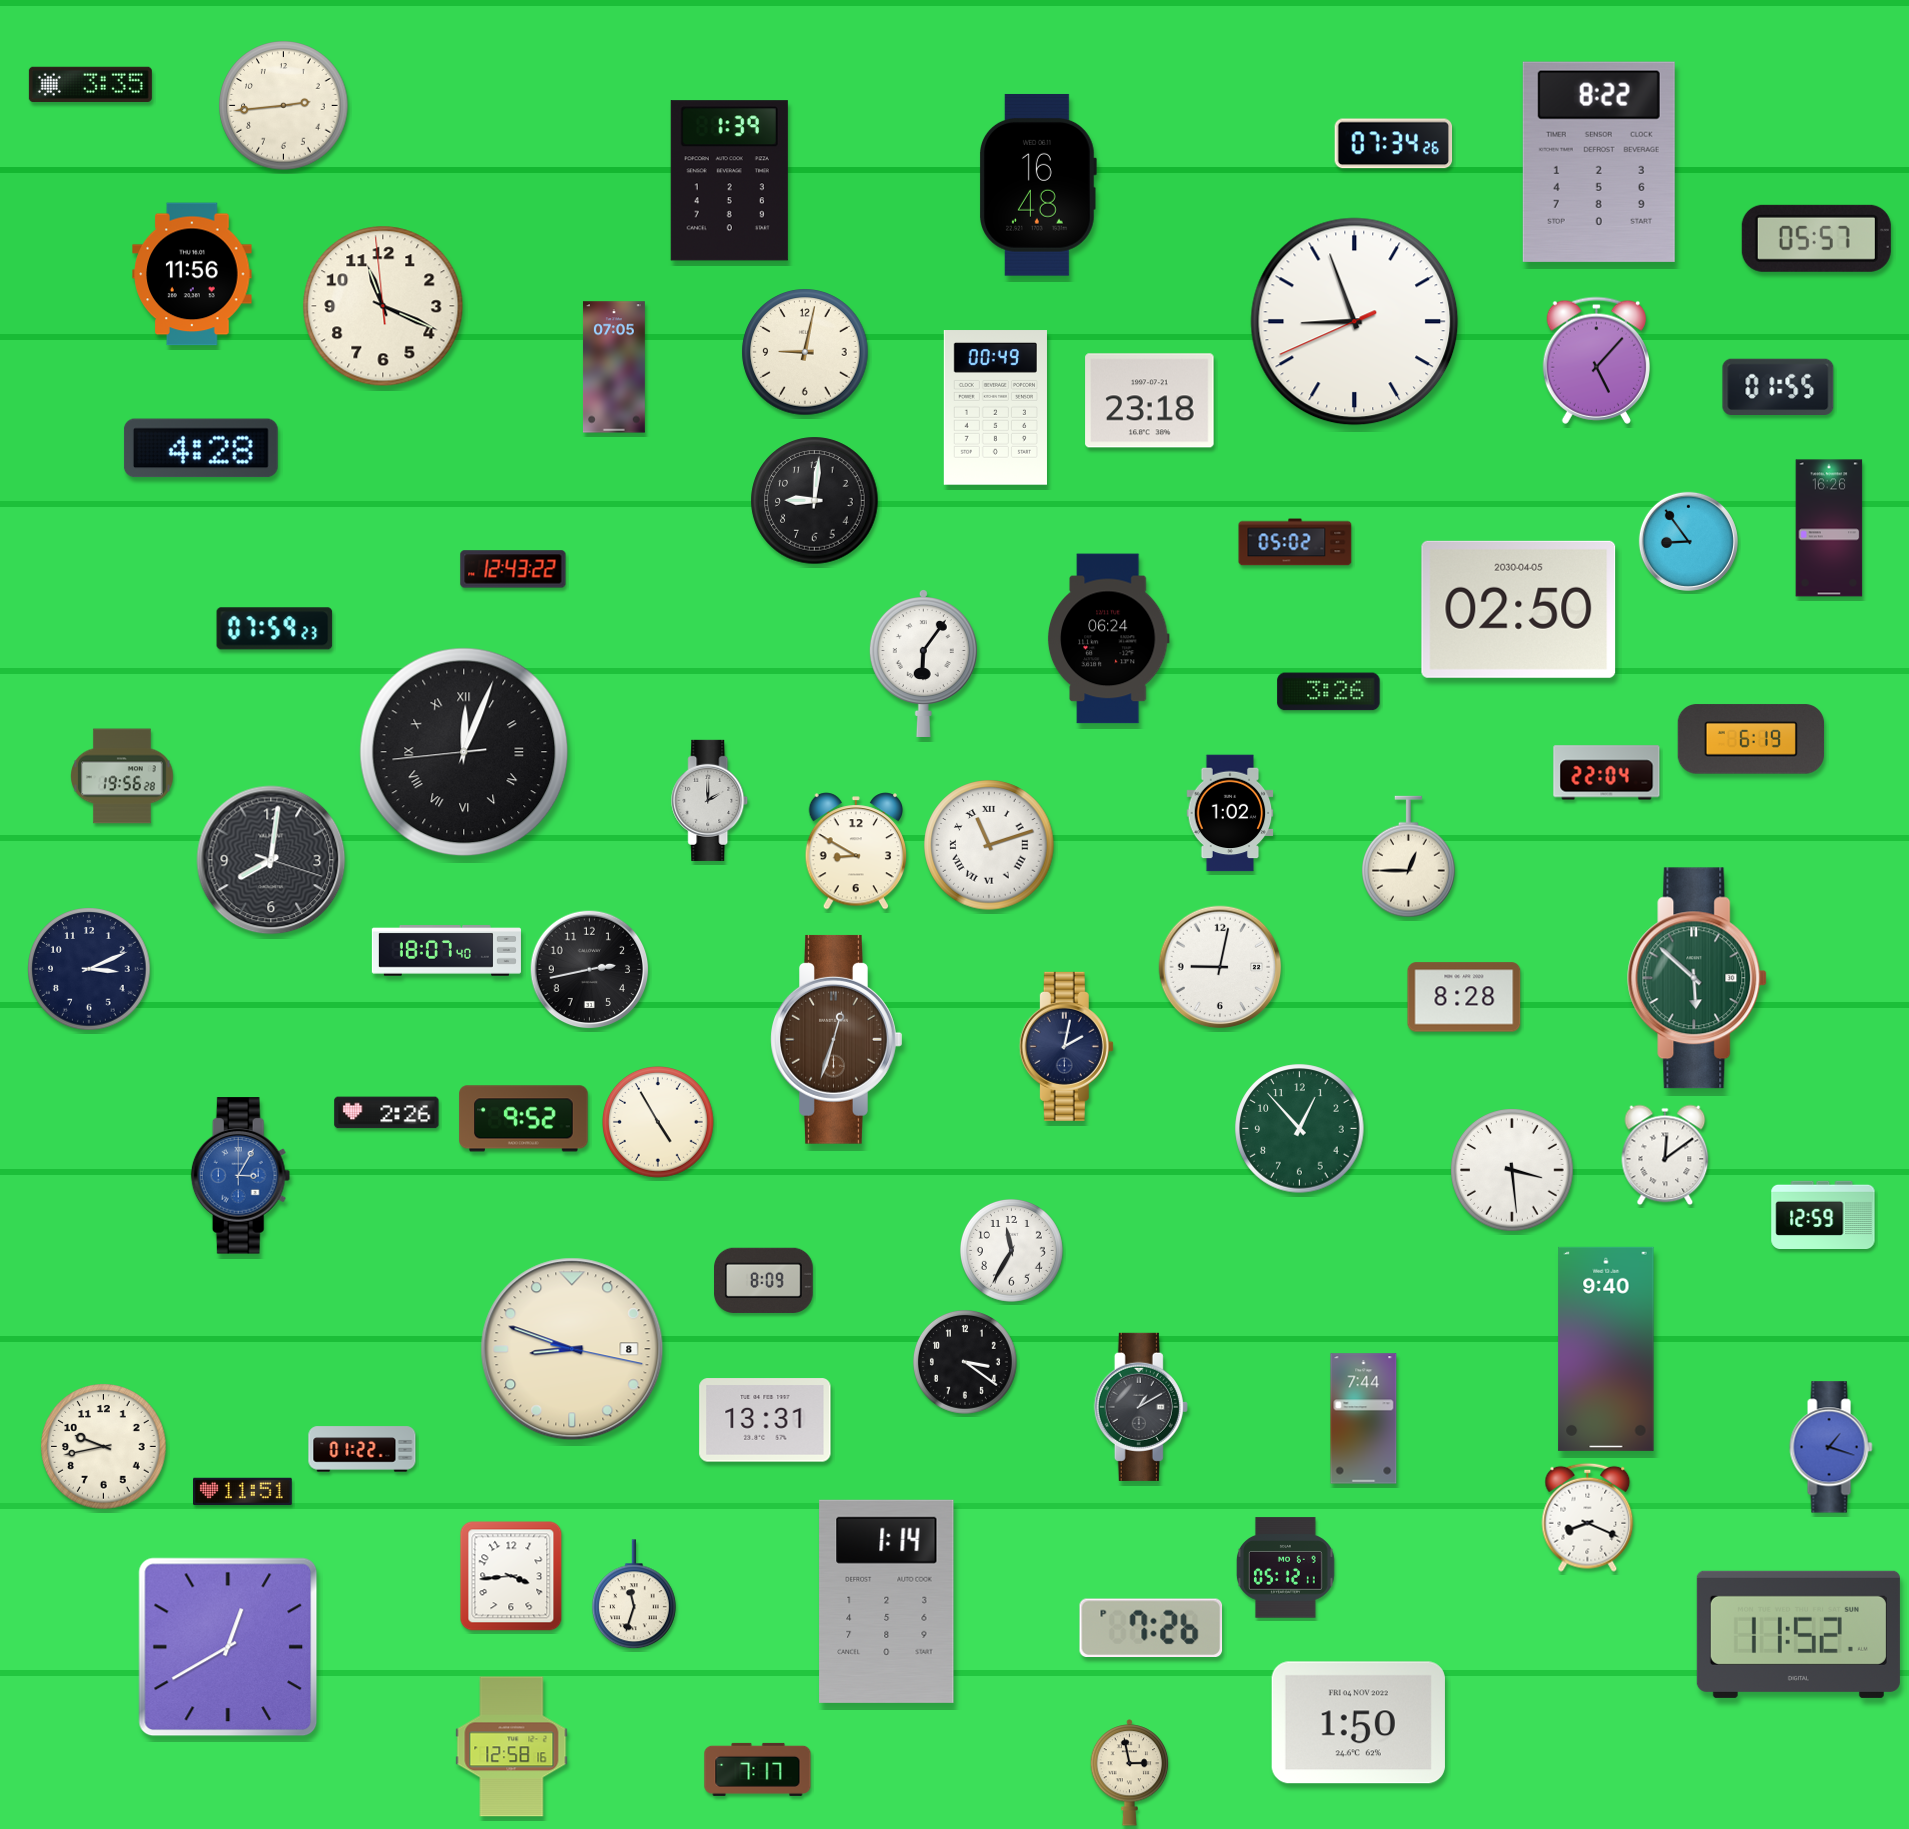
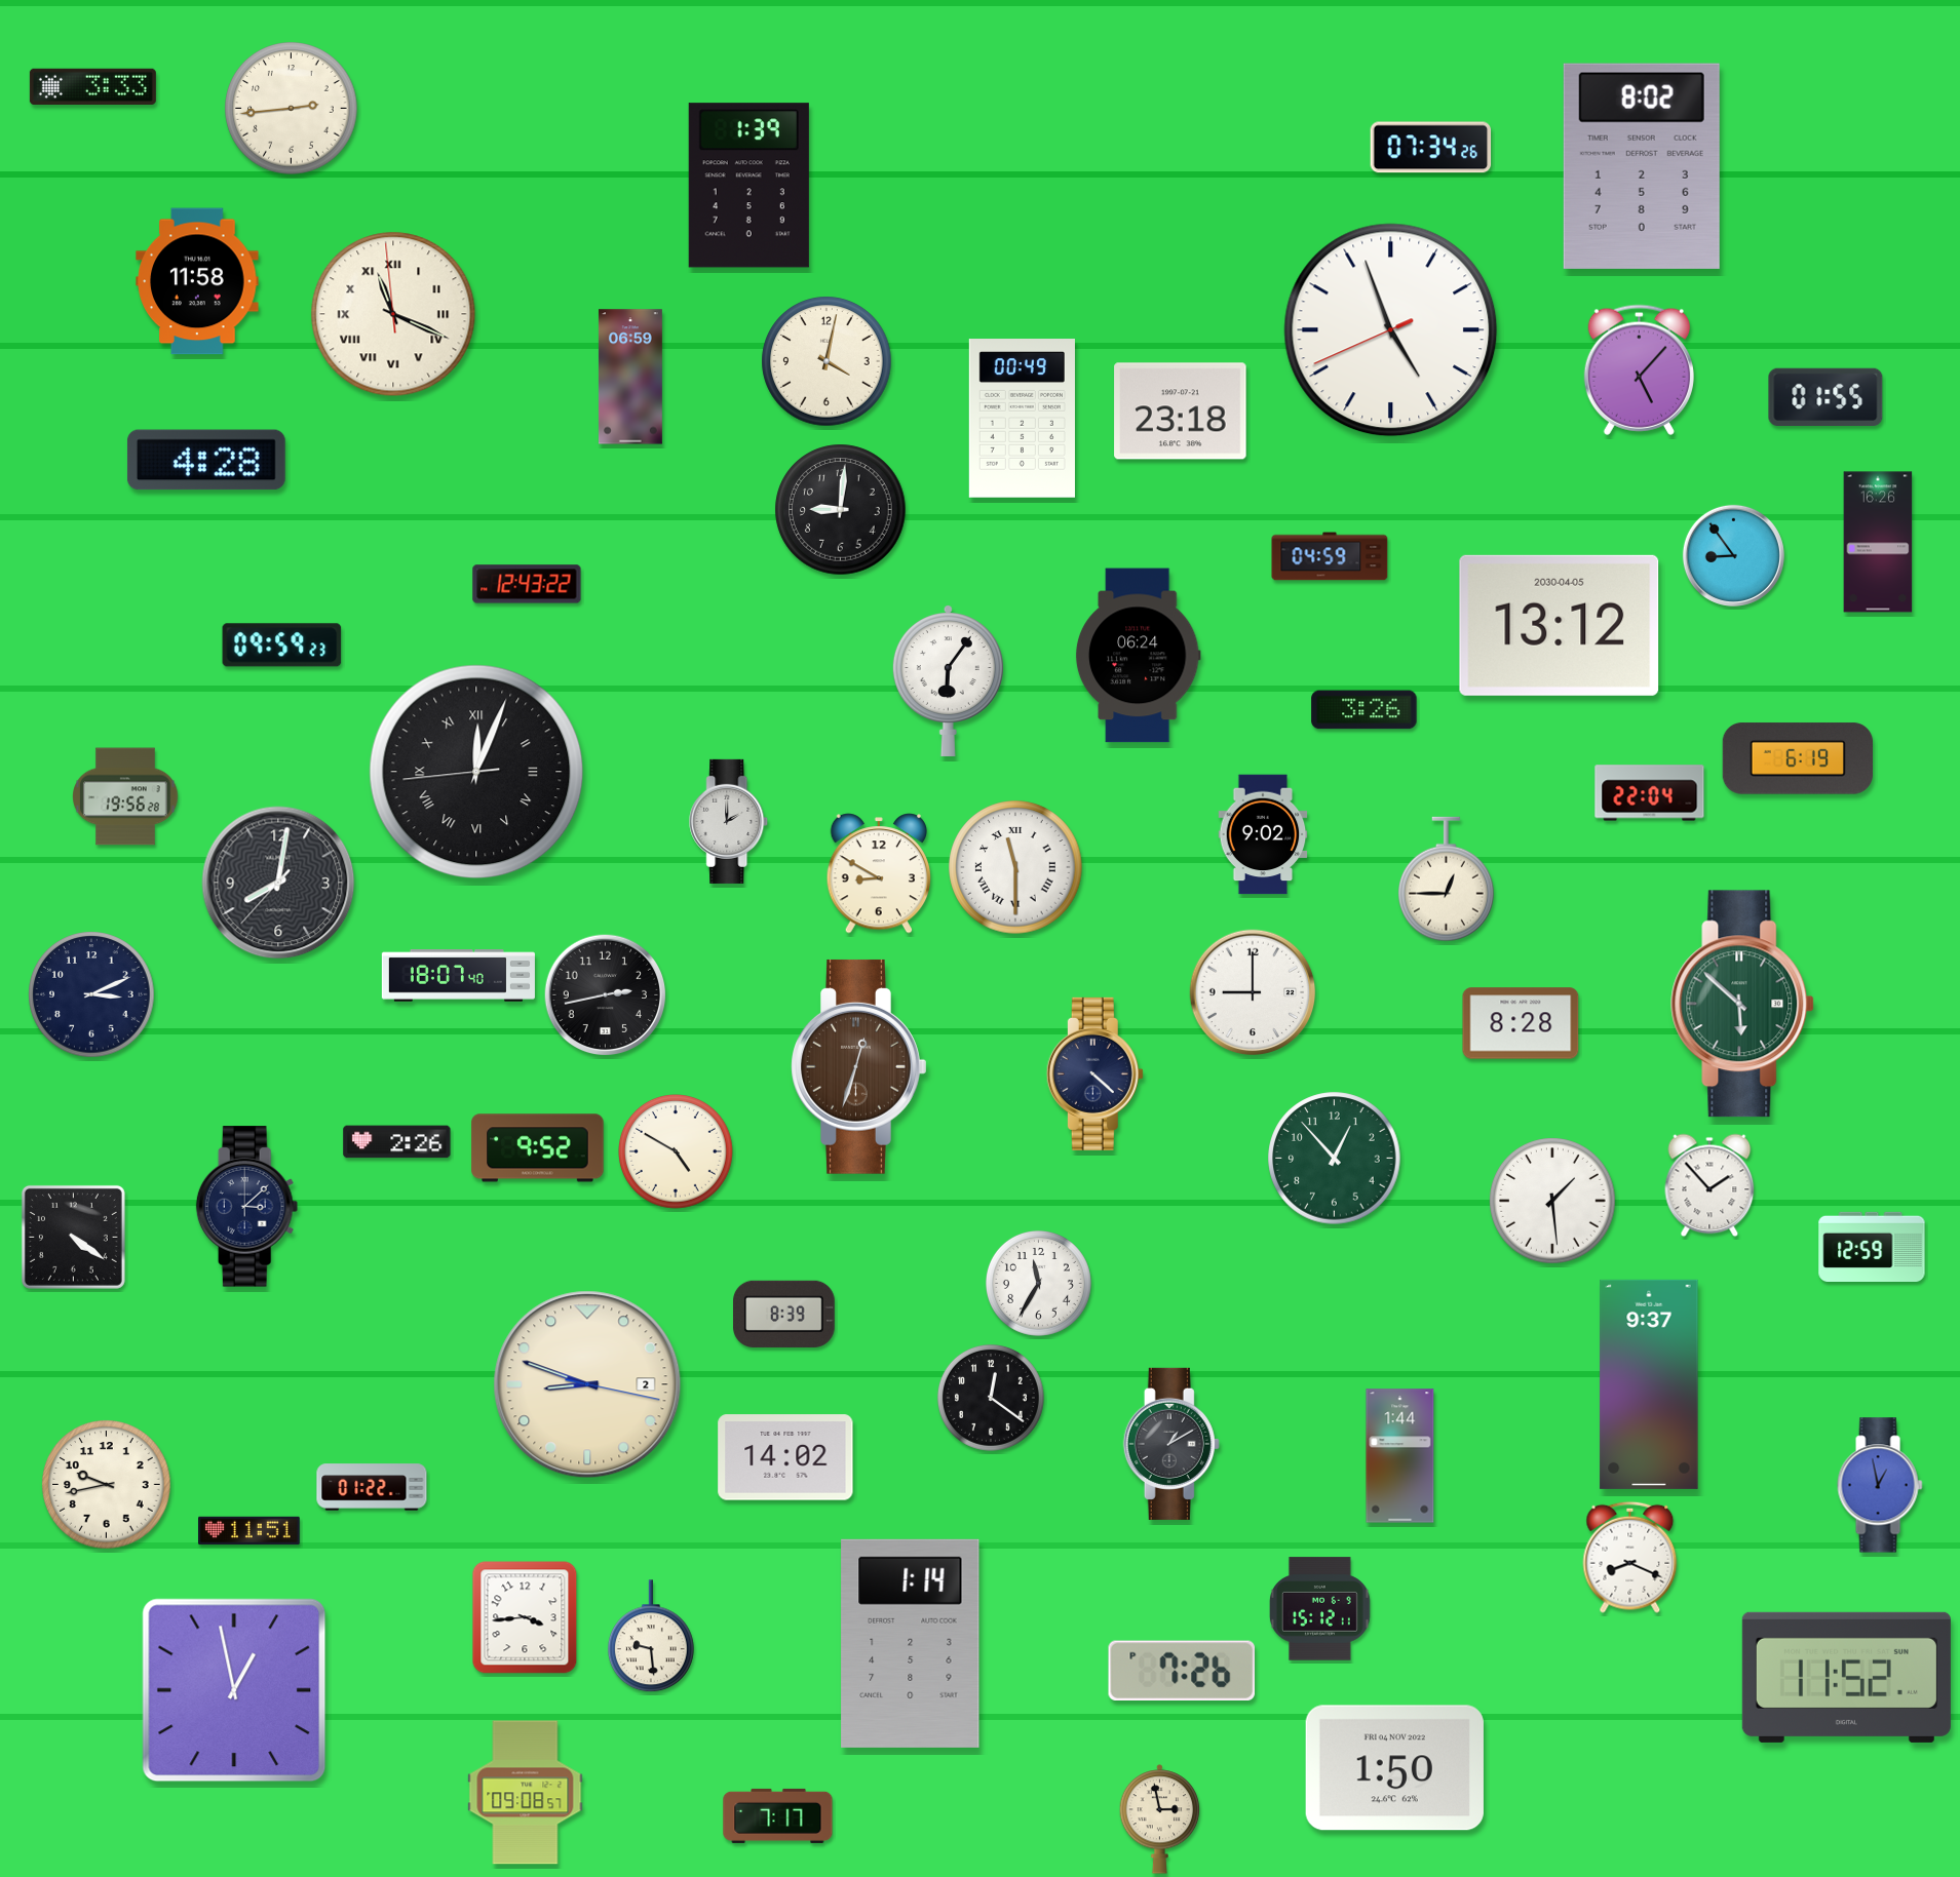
clock at (90, 84): 3:35 -> 3:33
clock at (1599, 162): 8:22 -> 8:02
clock at (1038, 185): 16:48 -> none
clock at (1816, 238): 05:57 -> none
clock at (192, 274): 11:56 -> 11:58
clock at (383, 306) numerals: Arabic -> Roman
clock at (1355, 322): 8:56 -> 4:56
clock at (805, 352): 9:02 -> 4:02
clock at (614, 367): 07:05 -> 06:59
clock at (815, 501) position: (815, 501) -> (841, 510)
clock at (1295, 542): 05:02 -> 04:59
clock at (1519, 609): 02:50 -> 13:12
clock at (275, 629): 07:59 -> 09:59
clock at (1230, 813): 1:02 -> 9:02
clock at (989, 845): 11:12 -> 11:30
clock at (271, 860): 8:01:18 -> 8:01:37
clock at (1220, 967): 9:02 -> 9:00
clock at (1464, 997) position: (1464, 997) -> (1521, 1023)
clock at (1066, 1046): 2:02 -> 4:22
clock at (659, 1123): 4:55 -> 4:50
clock at (1665, 1155): 12:09 -> 1:53
clock at (1512, 1170): 3:29 -> 1:29
clock at (241, 1176): 3:05 -> 3:08
clock at (241, 1176) dial: blue -> navy
clock at (73, 1237): none -> 4:21
clock at (764, 1280): 8:09 -> 8:39
clock at (572, 1349) date: 8 -> 2
clock at (1606, 1349): 9:40 -> 9:37
clock at (965, 1362): 3:21 -> 12:21
clock at (1364, 1419): 7:44 -> 1:44
clock at (765, 1420): 13:31 -> 14:02
clock at (1831, 1447): 1:18 -> 12:58
clock at (1285, 1568): 05:12 -> 15:12
clock at (634, 1595): 11:33 -> 9:29
clock at (228, 1647): 12:40 -> 12:58
clock at (512, 1747): 12:58 -> 09:08
